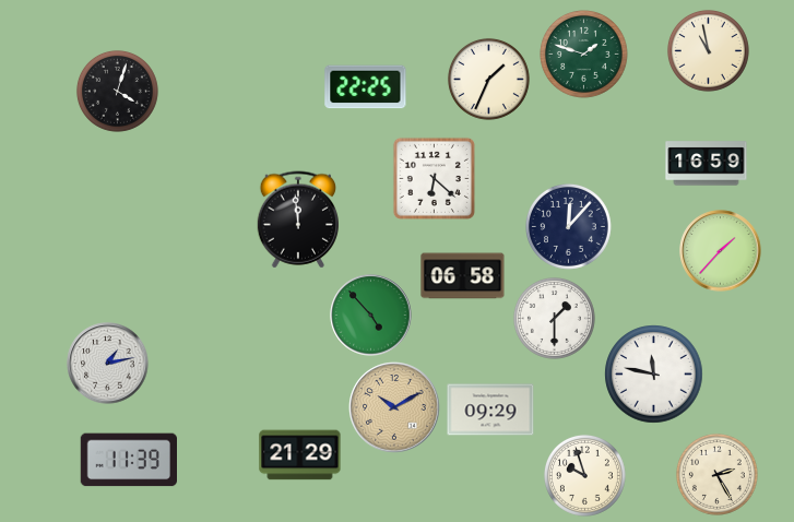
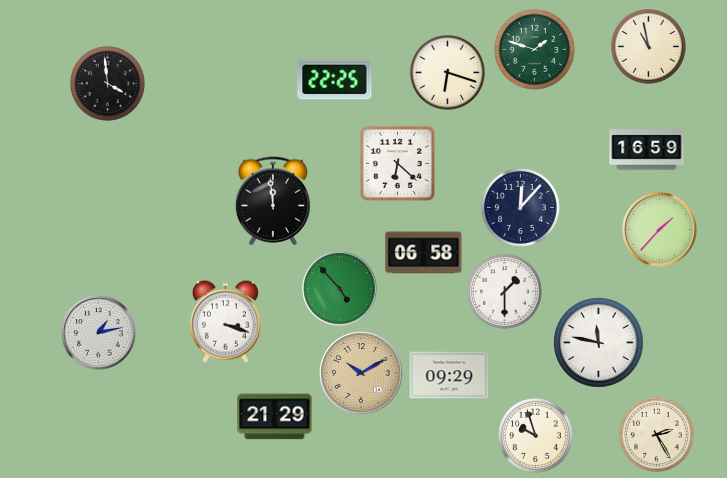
clock at (488, 79): 1:34 -> 6:18
clock at (117, 91): 4:03 -> 3:59
clock at (554, 318) position: (554, 318) -> (504, 291)
clock at (225, 321): none -> 3:18
clock at (128, 460): 11:39 -> none
